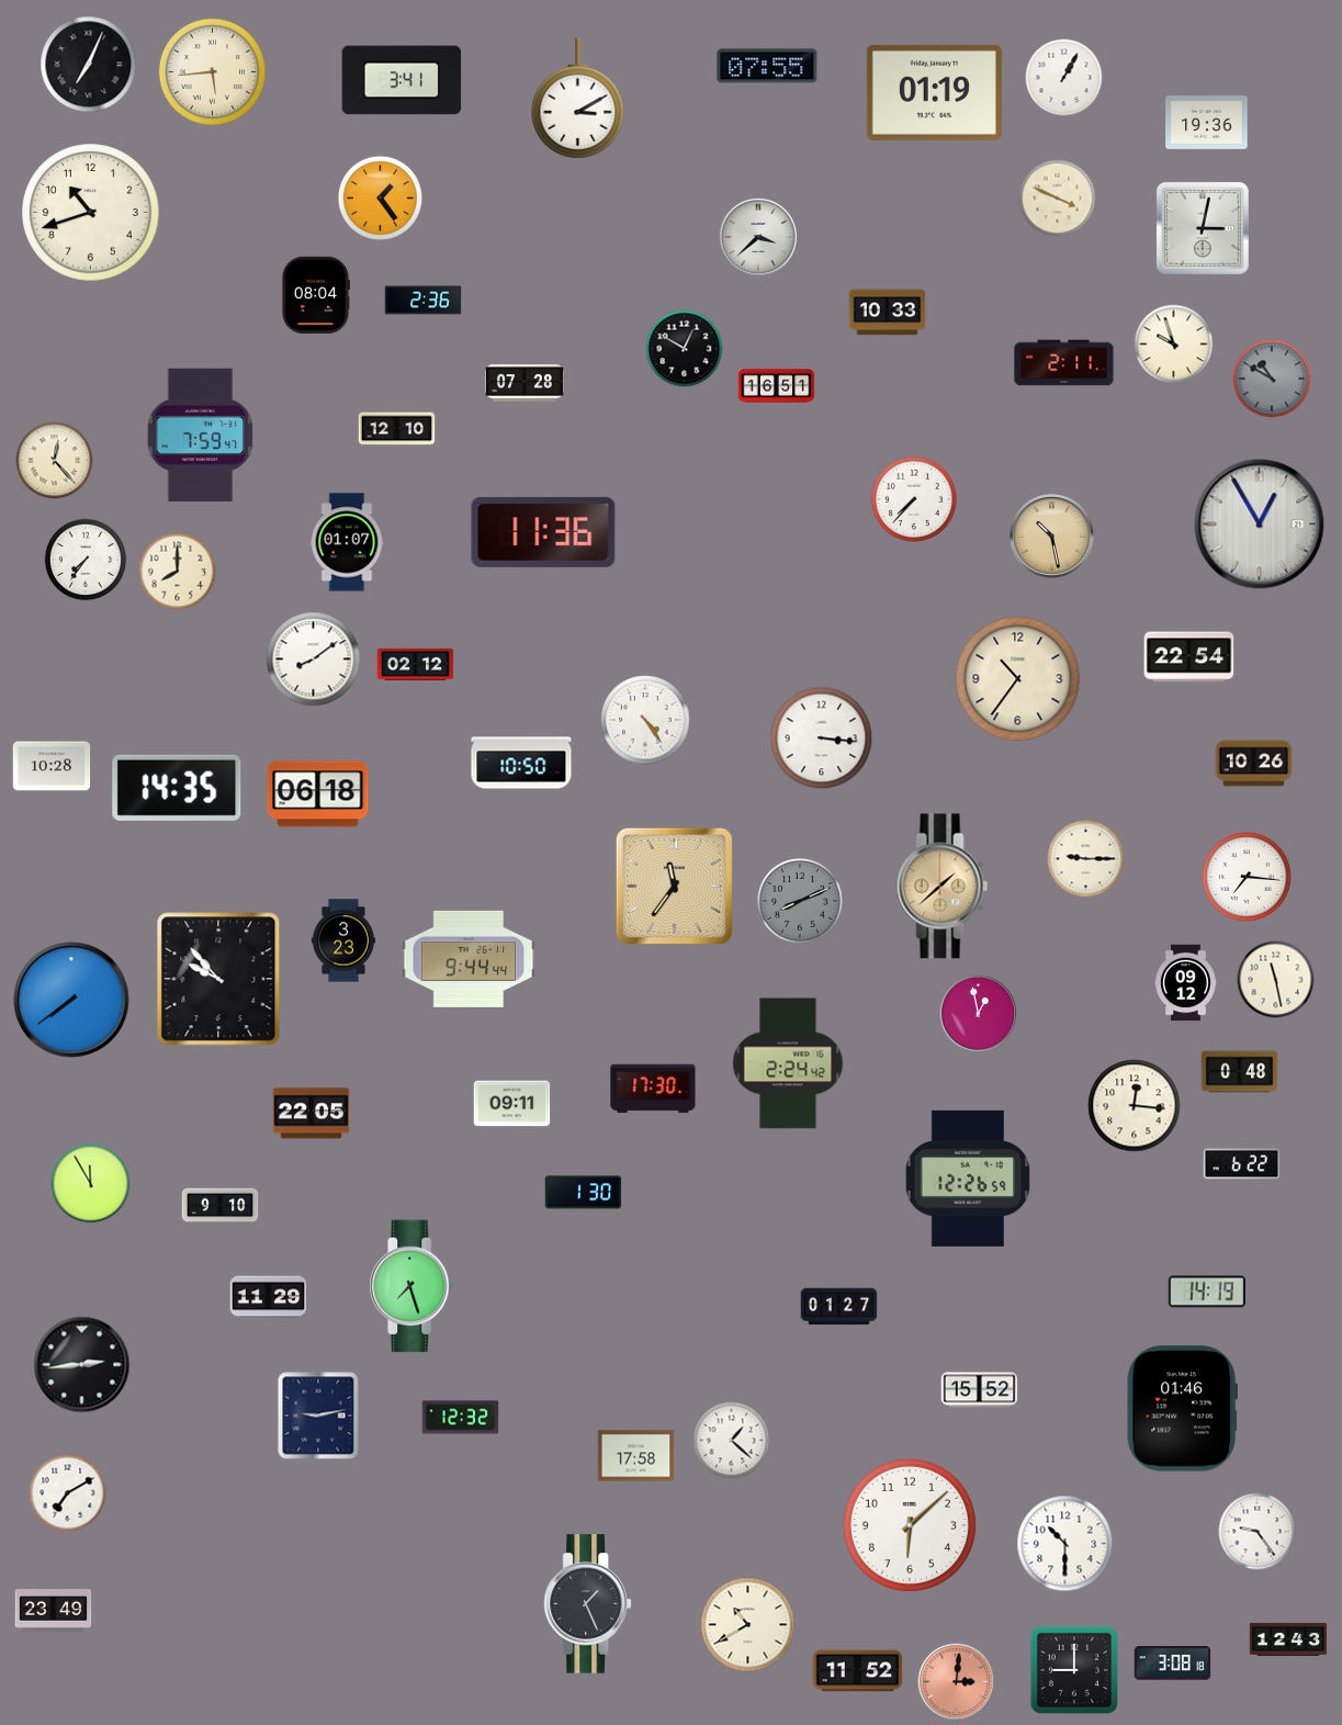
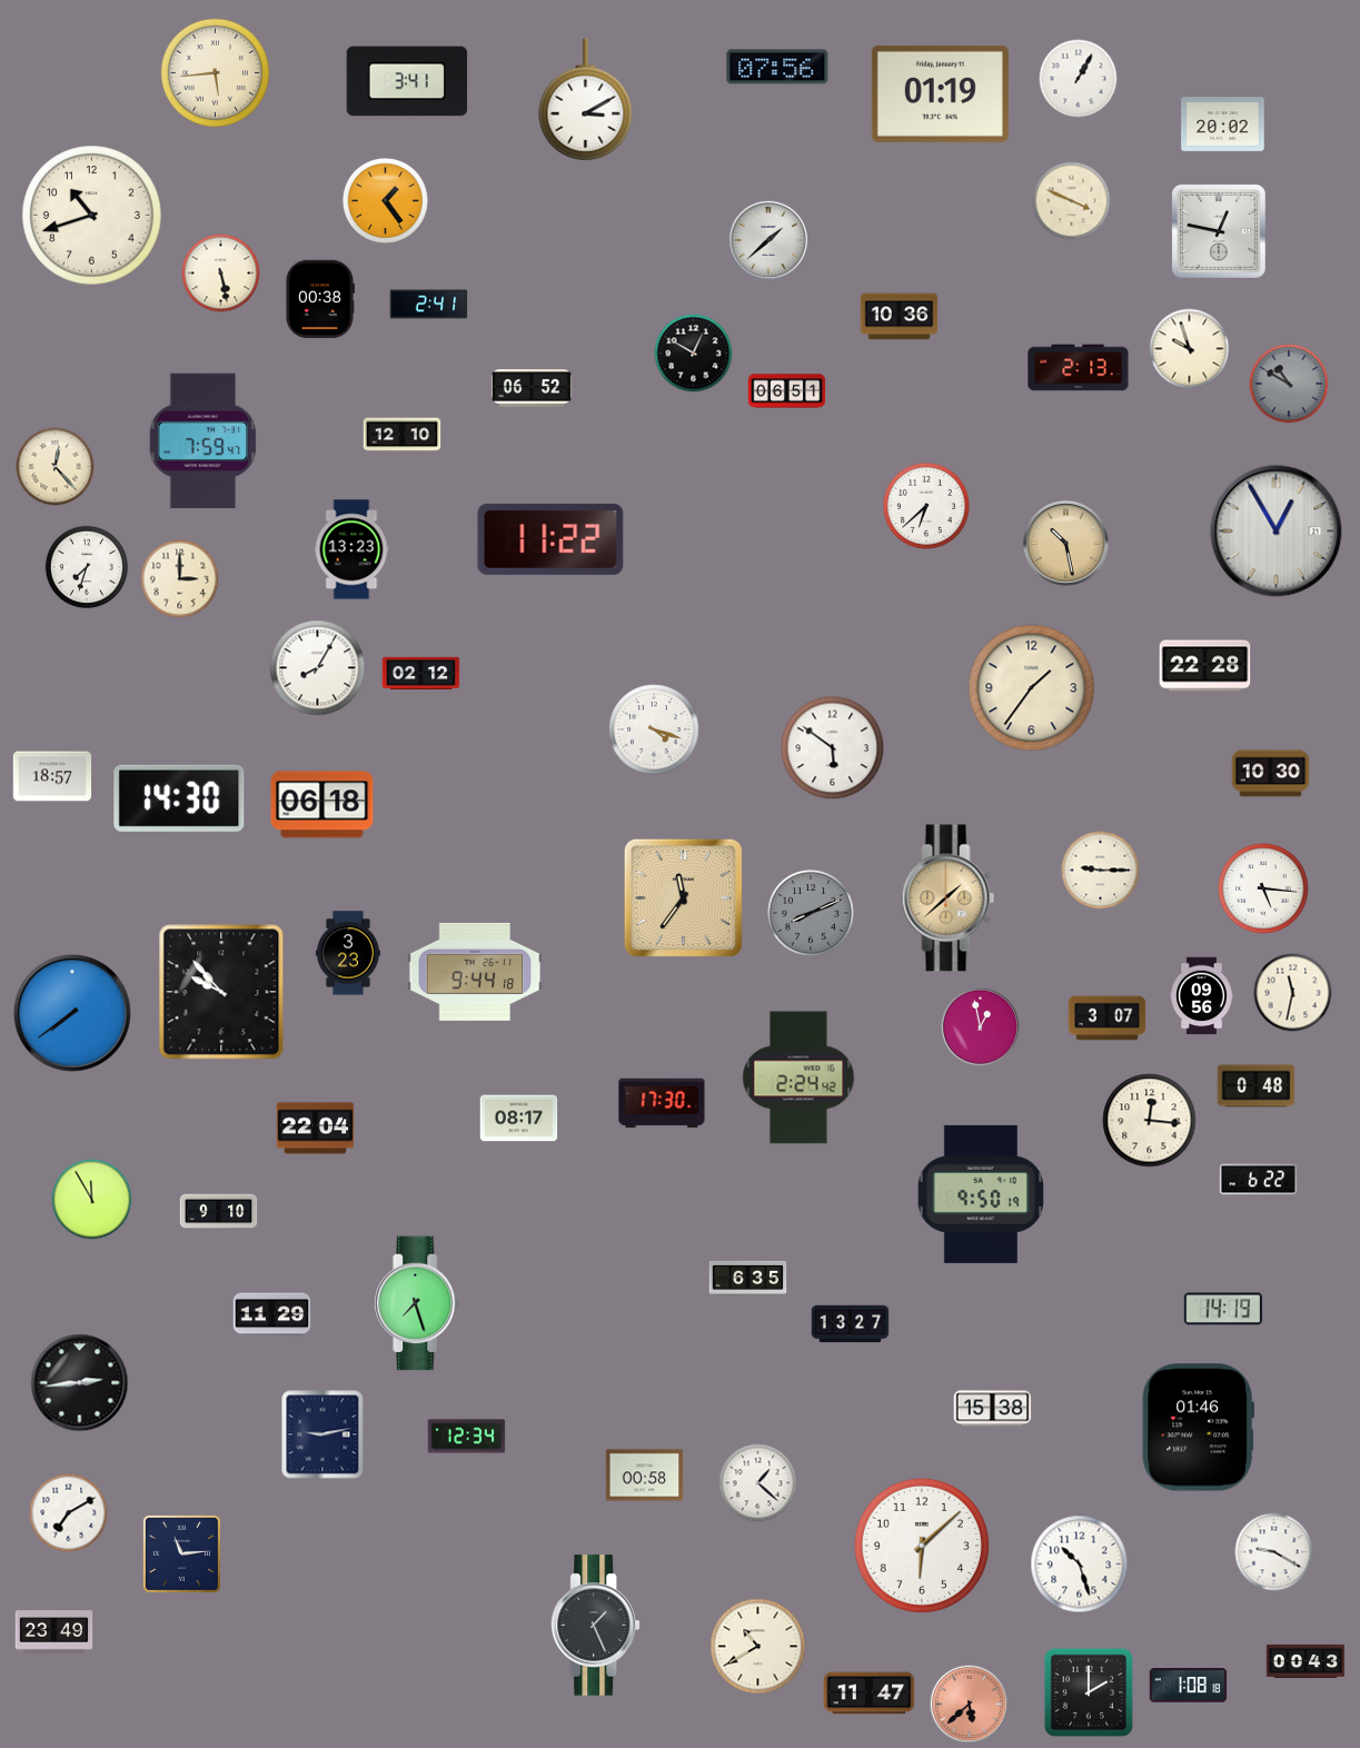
clock at (89, 65): 7:04 -> none
clock at (767, 66): 07:55 -> 07:56
clock at (934, 92) position: (934, 92) -> (940, 93)
clock at (1207, 123): 19:36 -> 20:02
clock at (1203, 228): 3:02 -> 12:47
clock at (757, 236): 3:38 -> 1:38
clock at (221, 274): none -> 5:28
clock at (315, 295): 08:04 -> 00:38
clock at (424, 301): 2:36 -> 2:41
clock at (888, 313): 10:33 -> 10:36
clock at (1064, 363): 2:11 -> 2:13
clock at (525, 383): 07:28 -> 06:52
clock at (777, 386): 16:51 -> 06:51
clock at (914, 499): 7:37 -> 6:38
clock at (543, 532): 11:36 -> 11:22
clock at (347, 542): 01:07 -> 13:23
clock at (86, 560): 7:36 -> 7:33
clock at (178, 572): 8:00 -> 3:00
clock at (1189, 657): 22:54 -> 22:28
clock at (314, 659): 8:09 -> 8:05
clock at (1018, 679): 10:36 -> 1:36
clock at (645, 720): 4:24 -> 4:18
clock at (822, 739): 3:16 -> 5:51
clock at (521, 763): 10:50 -> none
clock at (1254, 764): 10:26 -> 10:30
clock at (52, 766): 10:28 -> 18:57
clock at (177, 788): 14:35 -> 14:30
clock at (1247, 877): 7:16 -> 5:16
clock at (943, 887) position: (943, 887) -> (949, 898)
clock at (469, 959): 9:44:44 -> 9:44:18
clock at (1276, 980): 11:28 -> 11:32
clock at (1186, 983): 09:12 -> 09:56
clock at (1108, 1019): none -> 3:07
clock at (979, 1014) position: (979, 1014) -> (981, 1027)
clock at (512, 1104): 09:11 -> 08:17
clock at (312, 1114): 22:05 -> 22:04
clock at (968, 1179): 12:26 -> 9:50
clock at (584, 1193): 1:30 -> none
clock at (221, 1206) position: (221, 1206) -> (219, 1212)
clock at (748, 1278): none -> 6:35
clock at (839, 1307): 01:27 -> 13:27
clock at (82, 1365) position: (82, 1365) -> (80, 1383)
clock at (980, 1390): 15:52 -> 15:38
clock at (461, 1418): 12:32 -> 12:34
clock at (732, 1441) position: (732, 1441) -> (758, 1483)
clock at (636, 1456): 17:58 -> 00:58
clock at (1258, 1532): 9:24 -> 9:20
clock at (181, 1553): none -> 11:14
clock at (1065, 1544): 10:30 -> 10:27
clock at (1288, 1639): 12:43 -> 00:43
clock at (1173, 1664): 3:08 -> 1:08
clock at (1074, 1670): 9:00 -> 2:00
clock at (858, 1671): 11:52 -> 11:47
clock at (957, 1682): 3:01 -> 5:38
